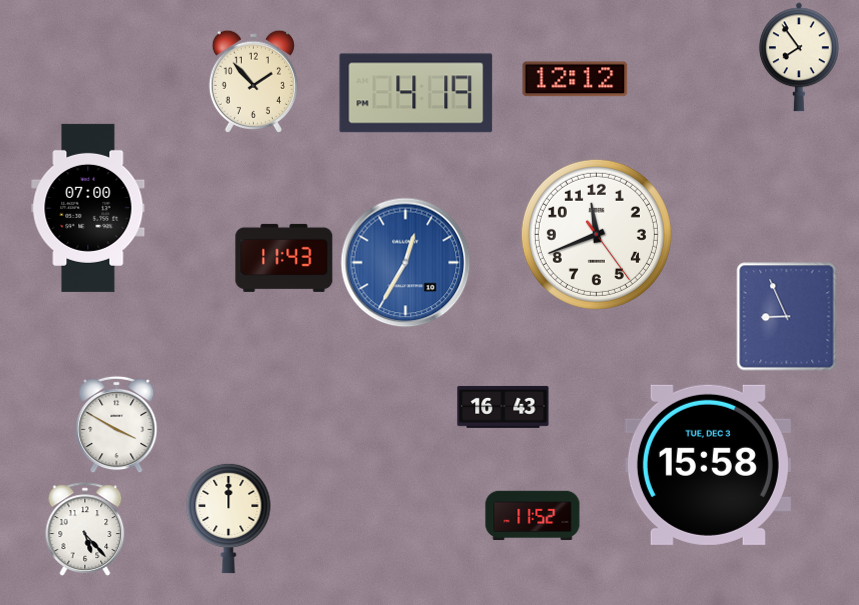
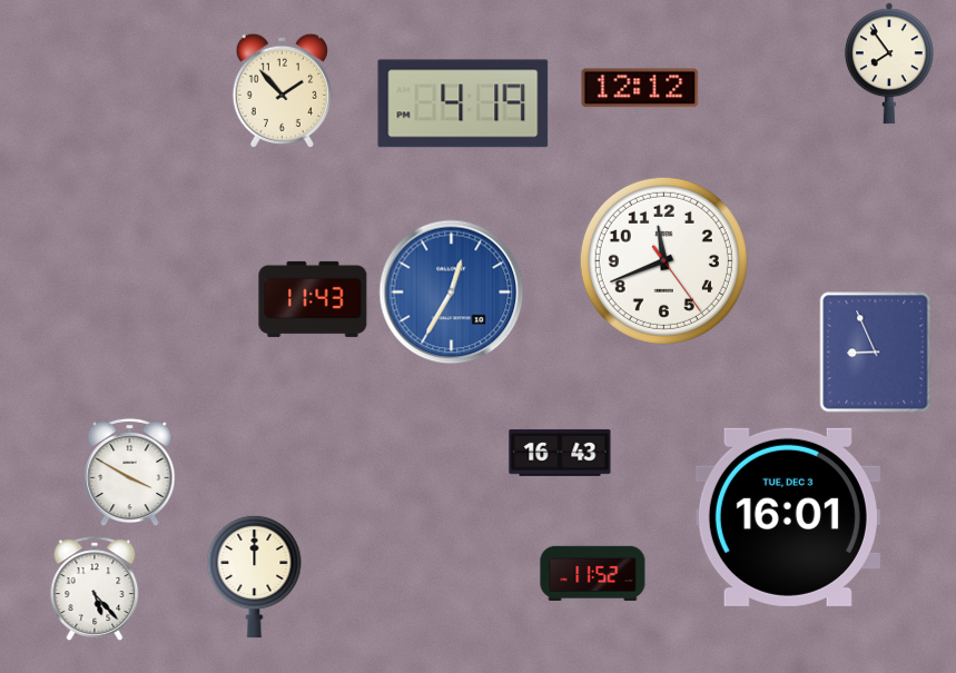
clock at (88, 208): 07:00 -> none
clock at (284, 258) position: (284, 258) -> (313, 299)
clock at (708, 465): 15:58 -> 16:01
